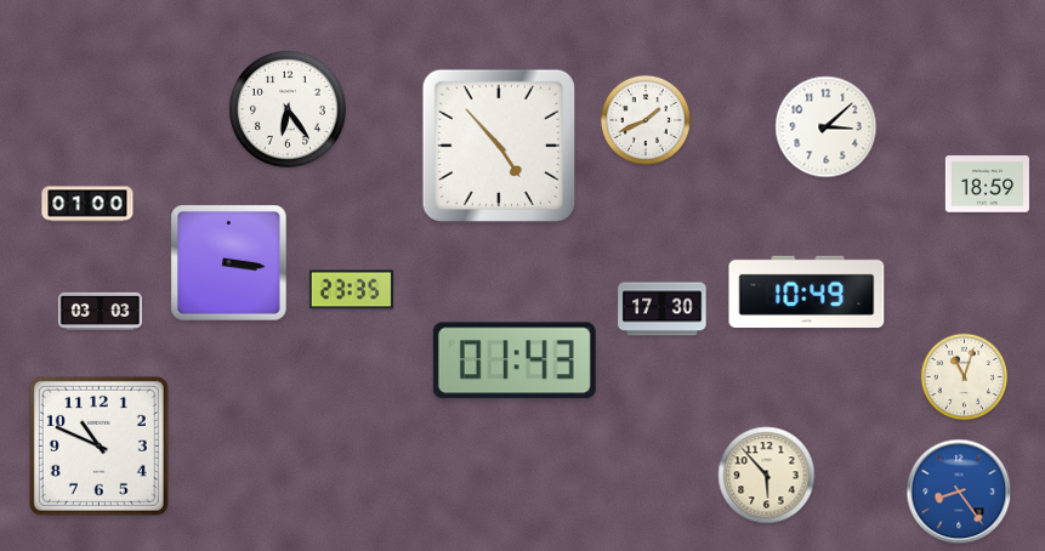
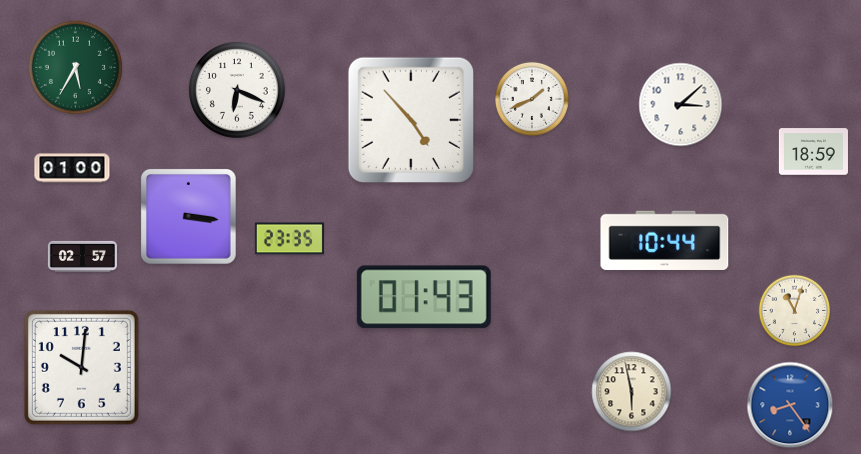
clock at (75, 67): none -> 5:35
clock at (289, 110): 6:24 -> 6:19
clock at (807, 291): 10:49 -> 10:44
clock at (663, 309): 17:30 -> none
clock at (100, 311): 03:03 -> 02:57
clock at (98, 445): 10:49 -> 10:01
clock at (767, 476): 5:53 -> 5:58
